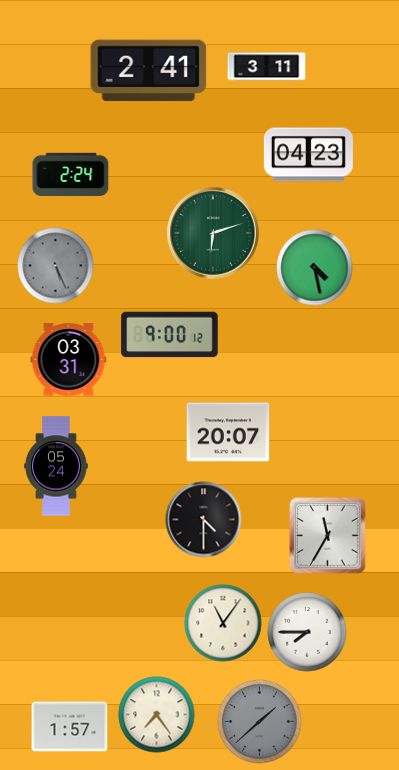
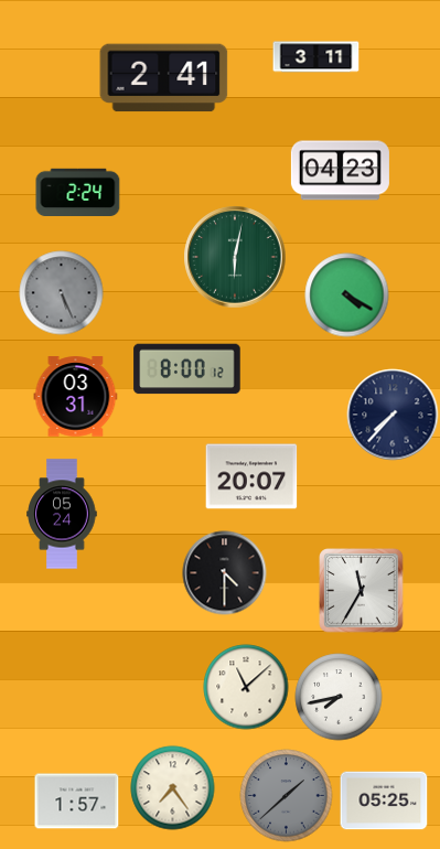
clock at (267, 67) position: (267, 67) -> (316, 57)
clock at (213, 233): 6:12 -> 6:02
clock at (315, 268): 4:28 -> 4:20
clock at (170, 335): 9:00 -> 8:00
clock at (393, 415): none -> 7:37
clock at (223, 623): 11:06 -> 11:08
clock at (307, 632): 7:45 -> 7:43
clock at (384, 800): none -> 05:25
